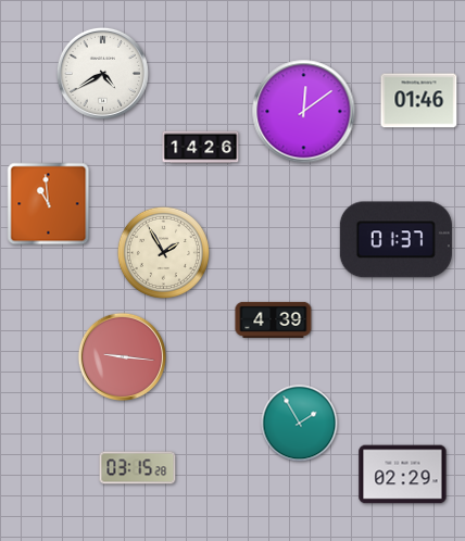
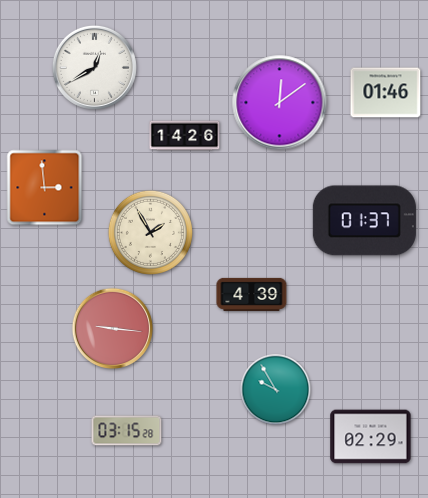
clock at (102, 73): 4:40 -> 12:40
clock at (49, 204): 10:59 -> 2:59
clock at (300, 424): 1:55 -> 9:55
